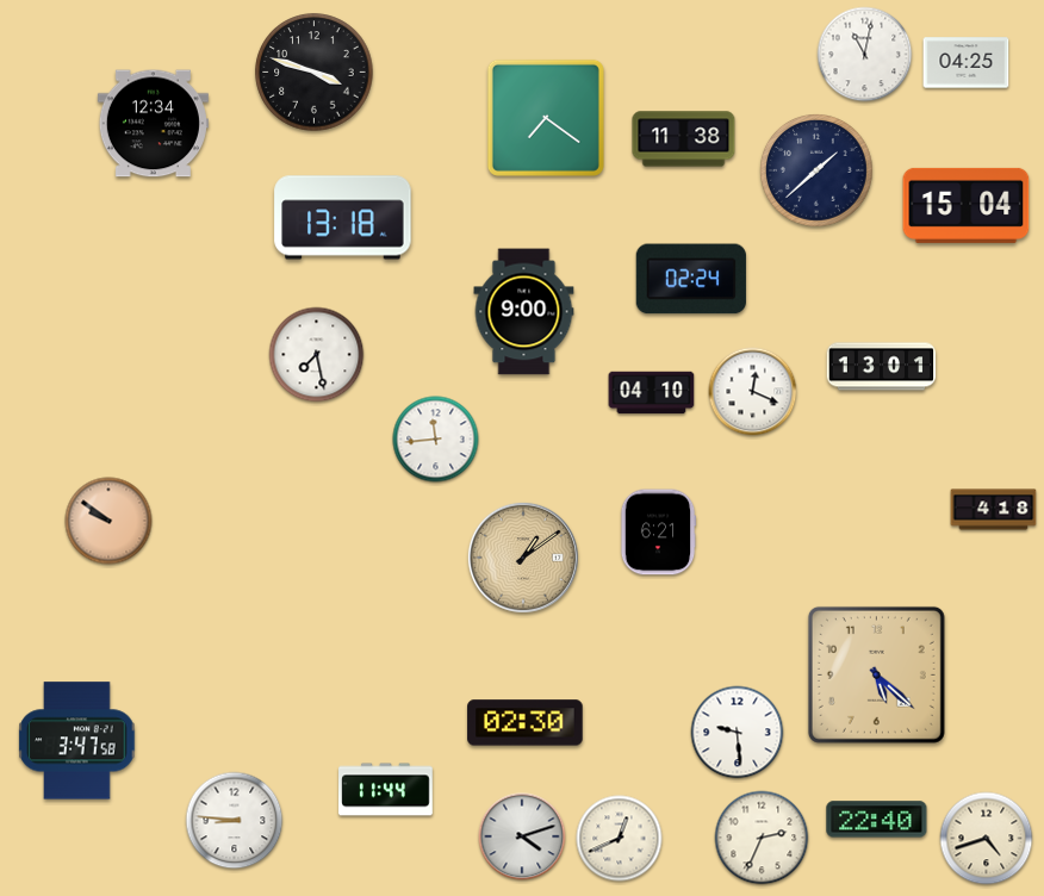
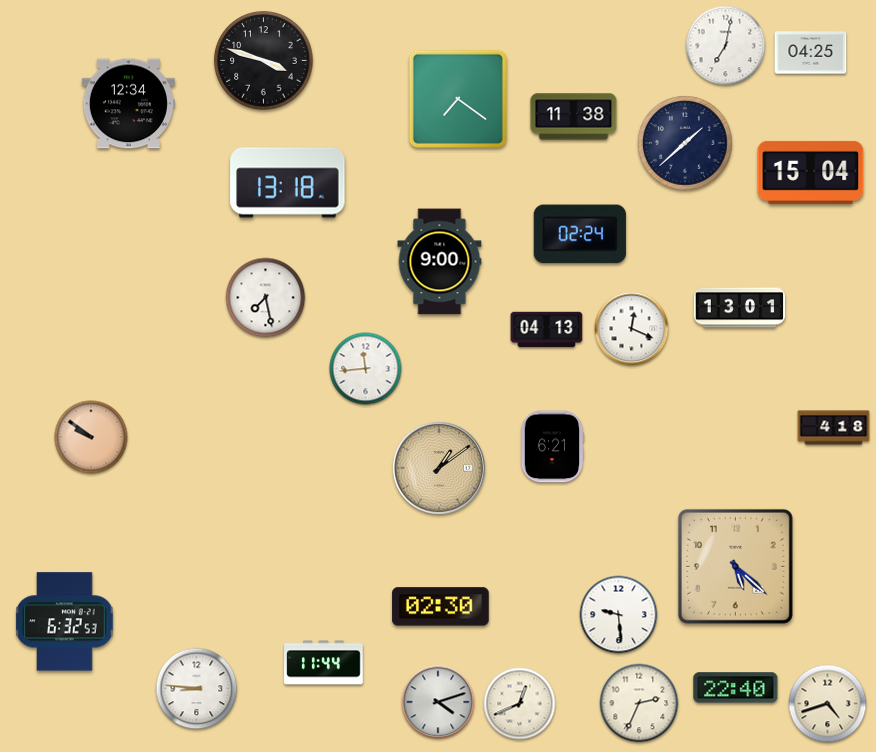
clock at (865, 55): 11:02 -> 7:02
clock at (652, 393): 04:10 -> 04:13
clock at (77, 741): 3:47 -> 6:32
